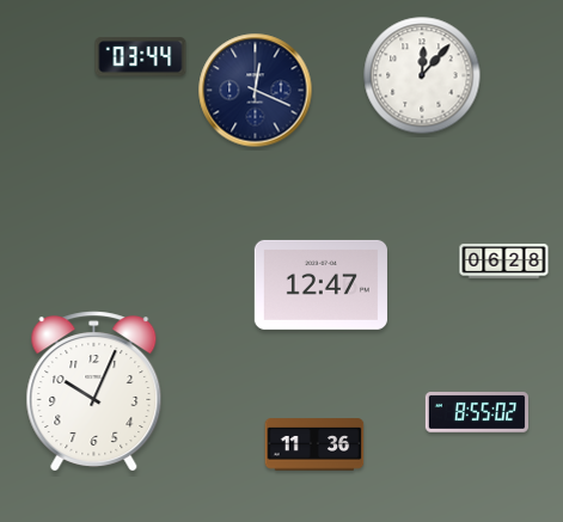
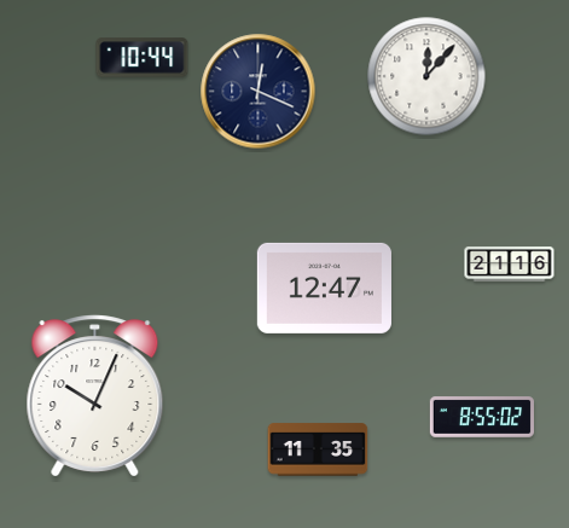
clock at (141, 57): 03:44 -> 10:44
clock at (504, 262): 06:28 -> 21:16
clock at (314, 444): 11:36 -> 11:35
